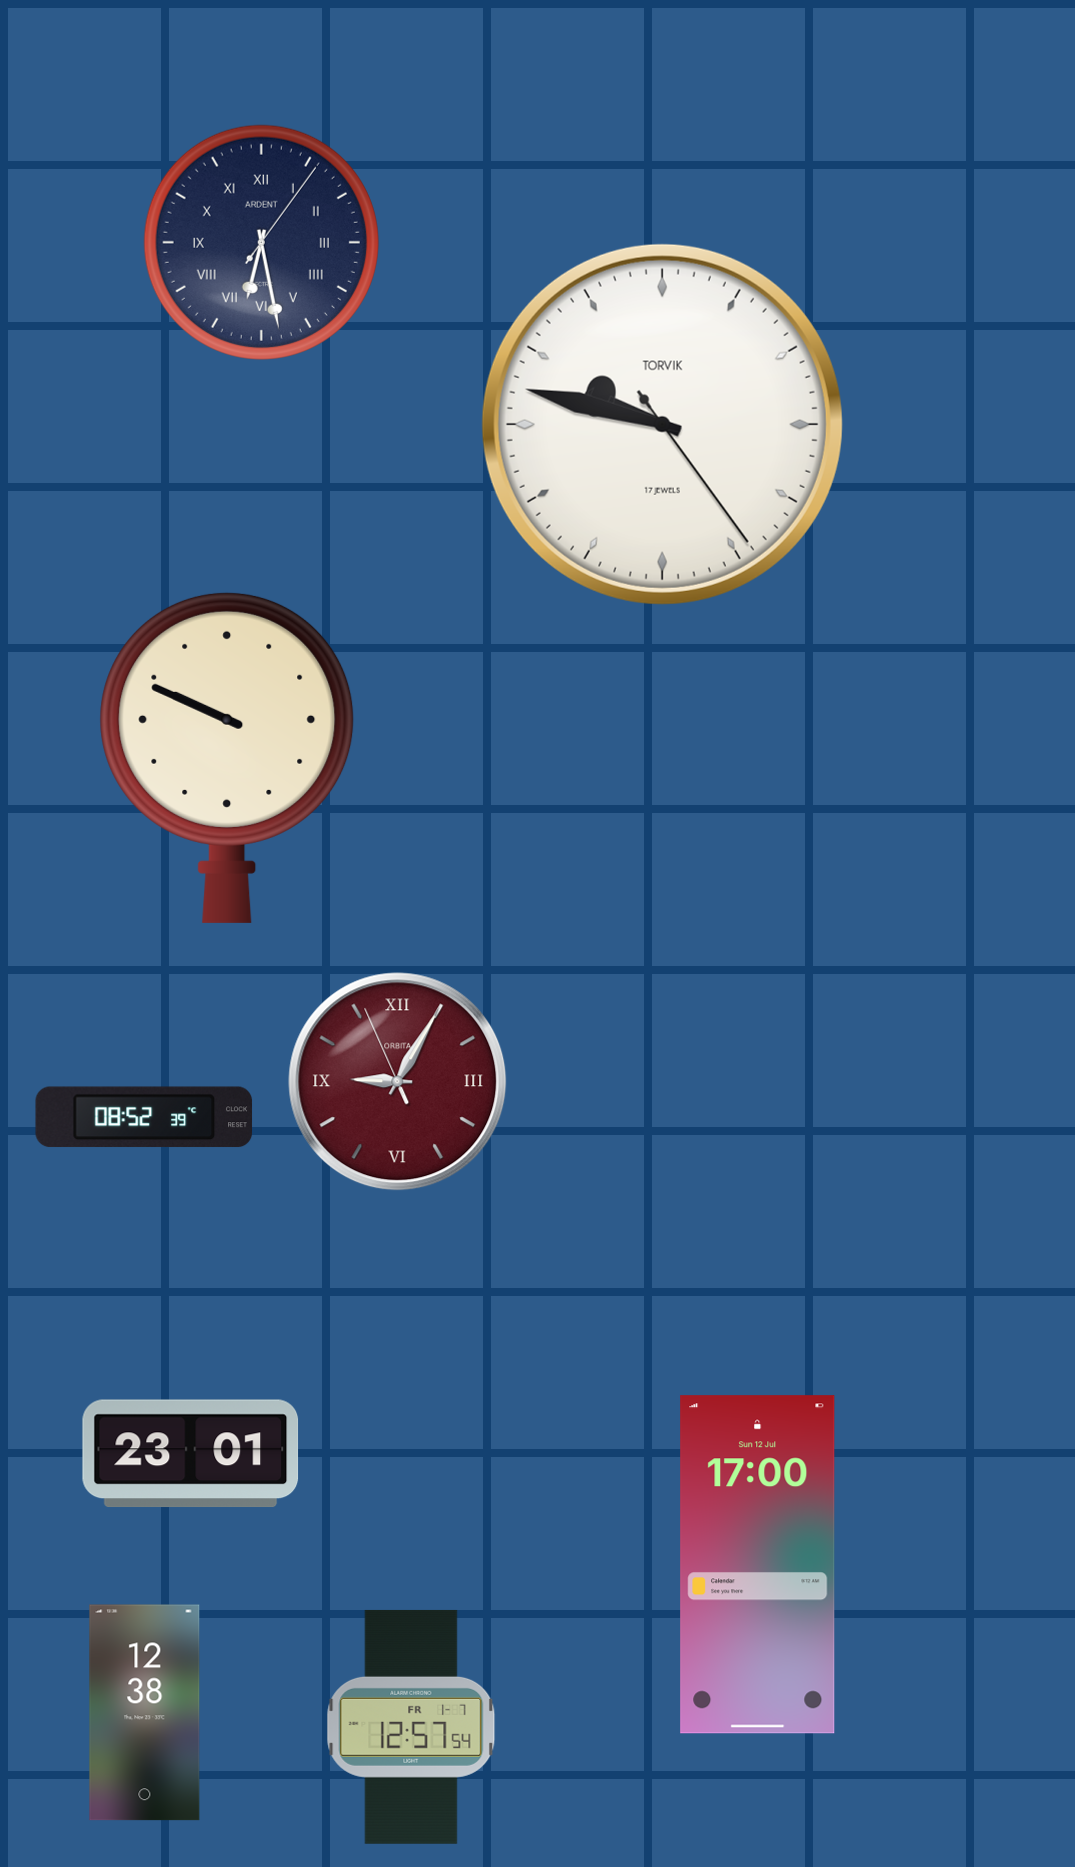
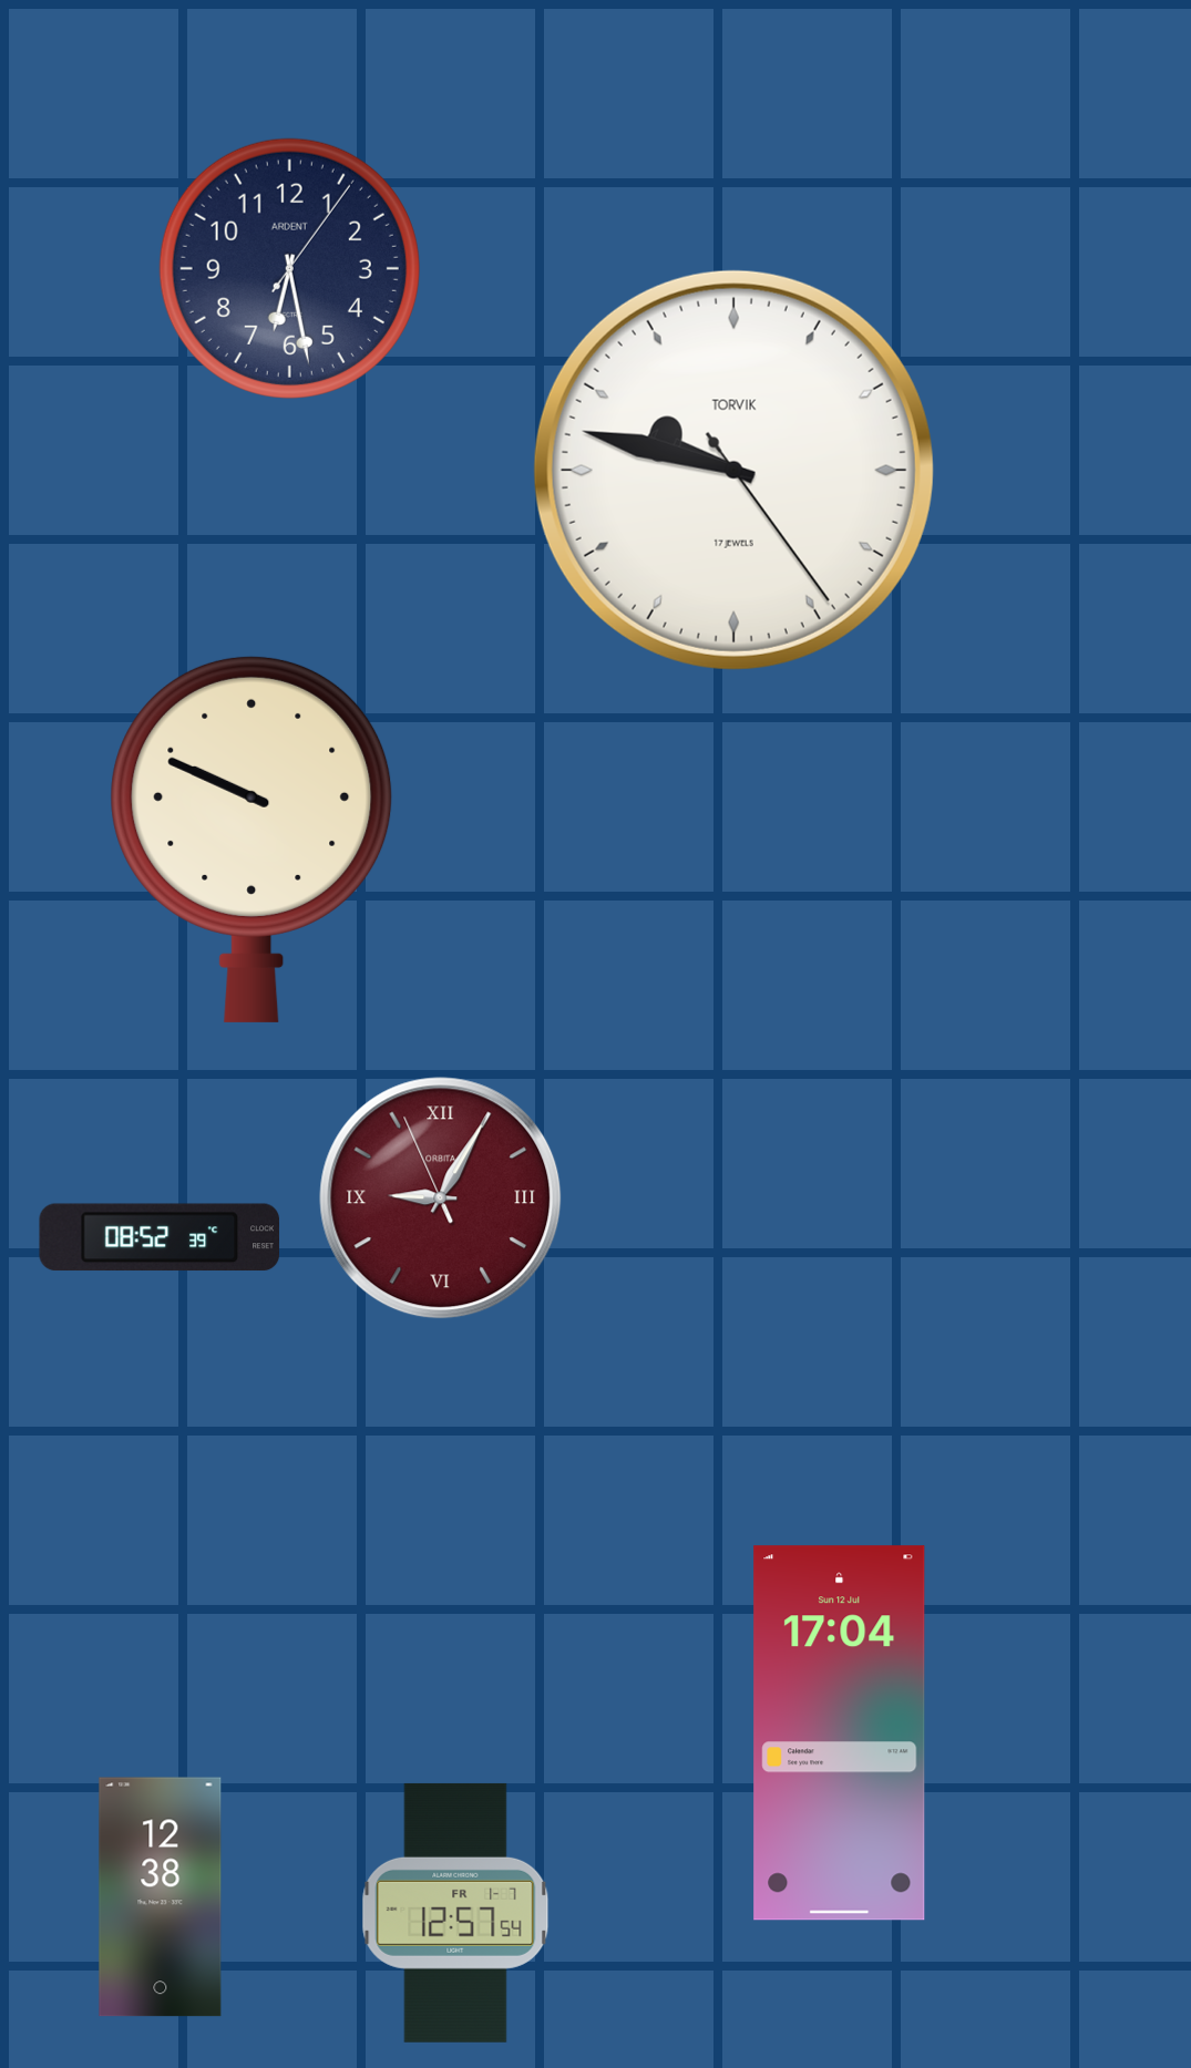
clock at (261, 242) numerals: Roman -> Arabic
clock at (191, 1454): 23:01 -> none
clock at (758, 1565): 17:00 -> 17:04
